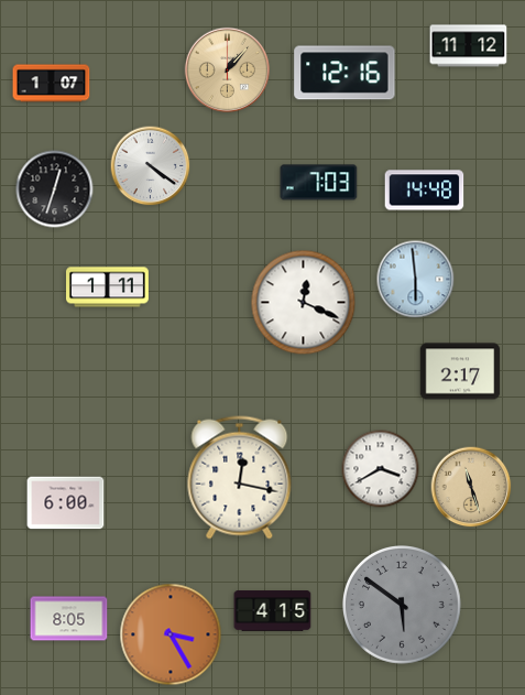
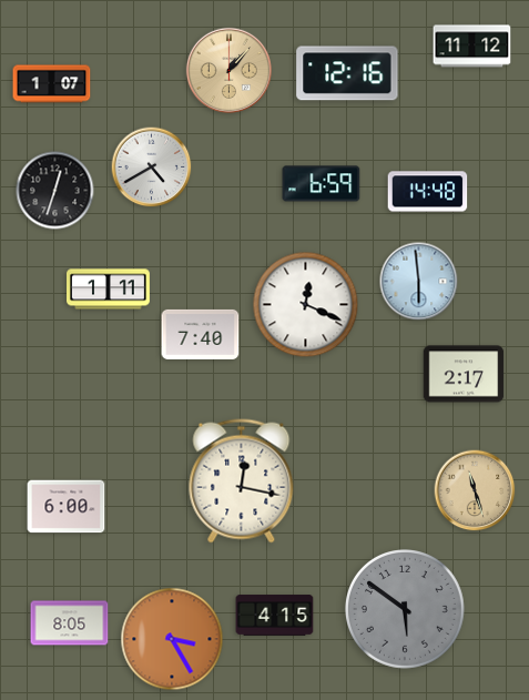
clock at (151, 166): 4:21 -> 4:40
clock at (319, 183): 7:03 -> 6:59
clock at (201, 334): none -> 7:40
clock at (381, 469): 3:40 -> none
